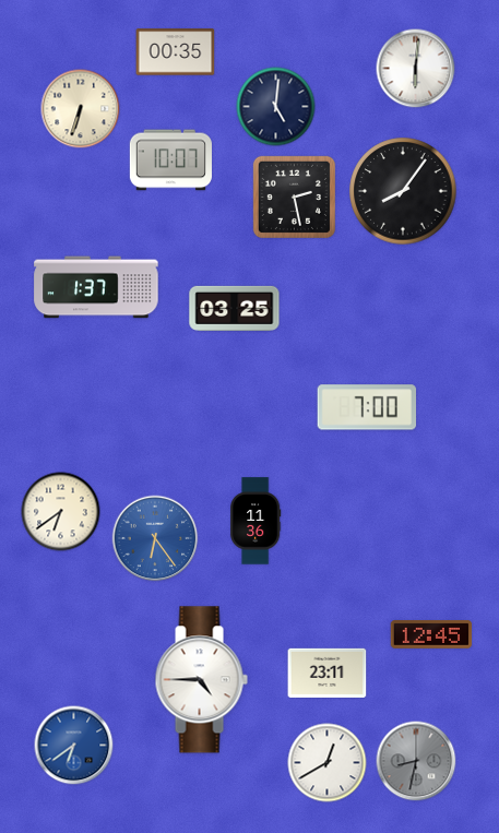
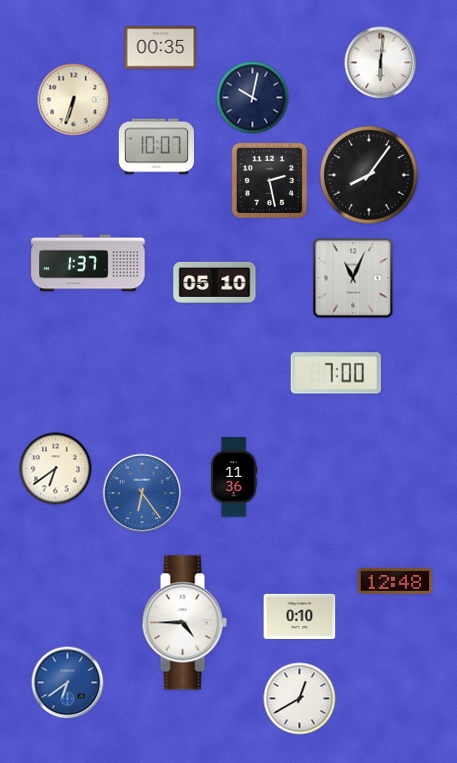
clock at (276, 107): 5:01 -> 10:02
clock at (353, 278): none -> 11:04
clock at (235, 308): 03:25 -> 05:10
clock at (431, 635): 12:45 -> 12:48
clock at (328, 673): 23:11 -> 0:10
clock at (416, 761): 8:32 -> none
